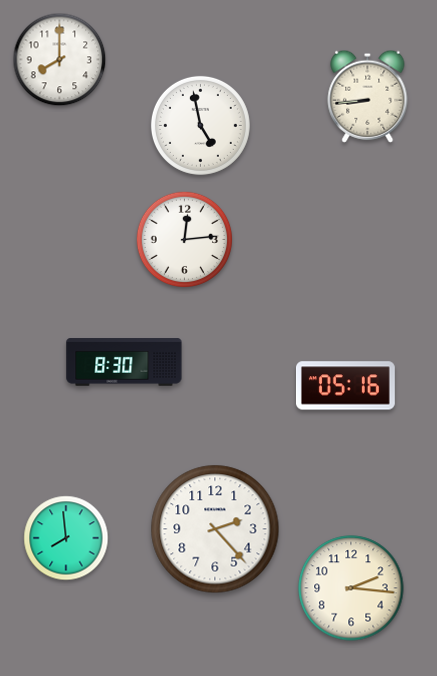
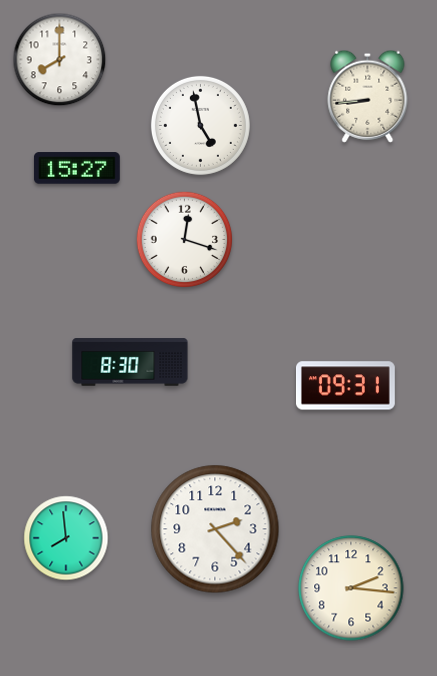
clock at (77, 168): none -> 15:27
clock at (185, 240): 12:14 -> 12:18
clock at (124, 362) position: (124, 362) -> (130, 362)
clock at (346, 386): 05:16 -> 09:31
